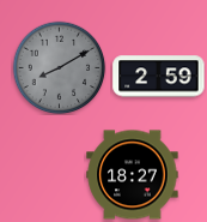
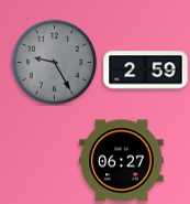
clock at (59, 67): 8:10 -> 9:25
clock at (133, 175): 18:27 -> 06:27
